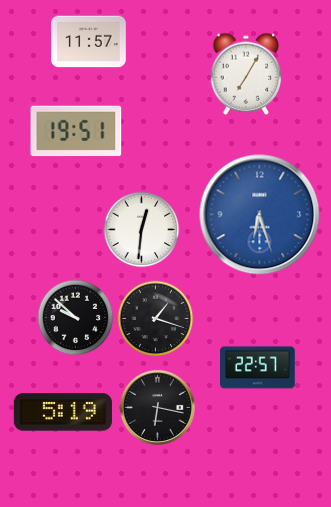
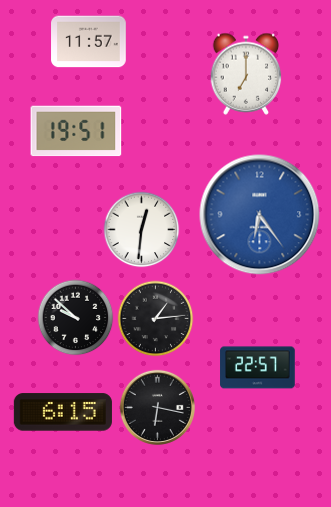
clock at (246, 74): 7:05 -> 7:00
clock at (260, 215): 6:27 -> 6:24
clock at (156, 319): 1:18 -> 1:14
clock at (63, 412): 5:19 -> 6:15
